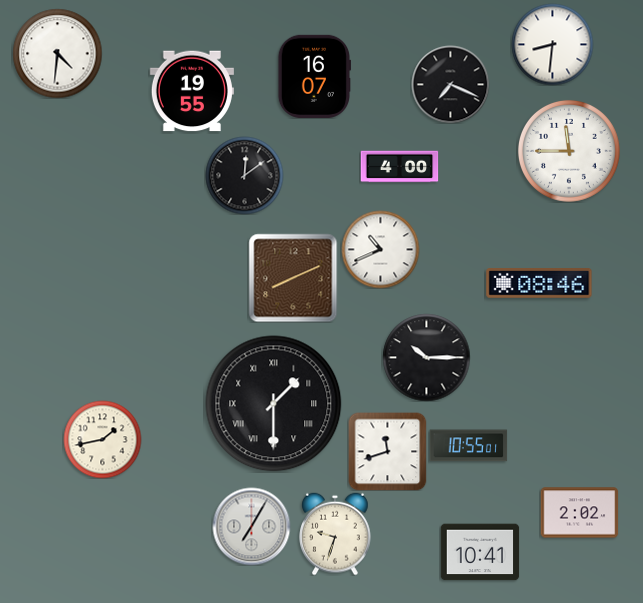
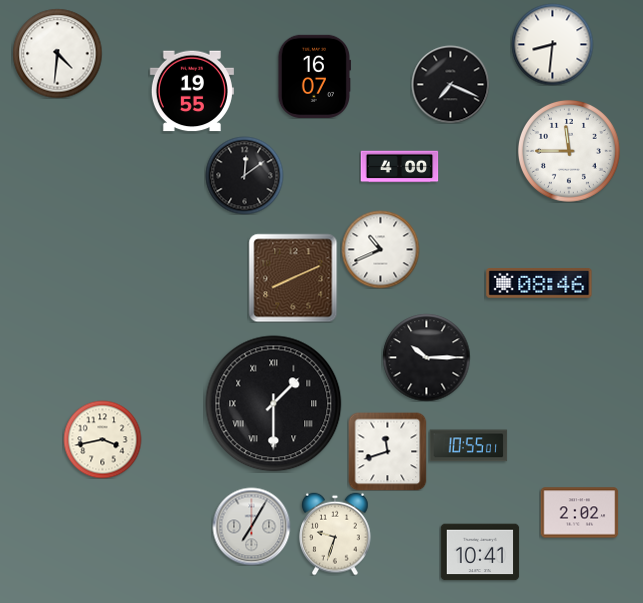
clock at (102, 439): 1:43 -> 3:43
